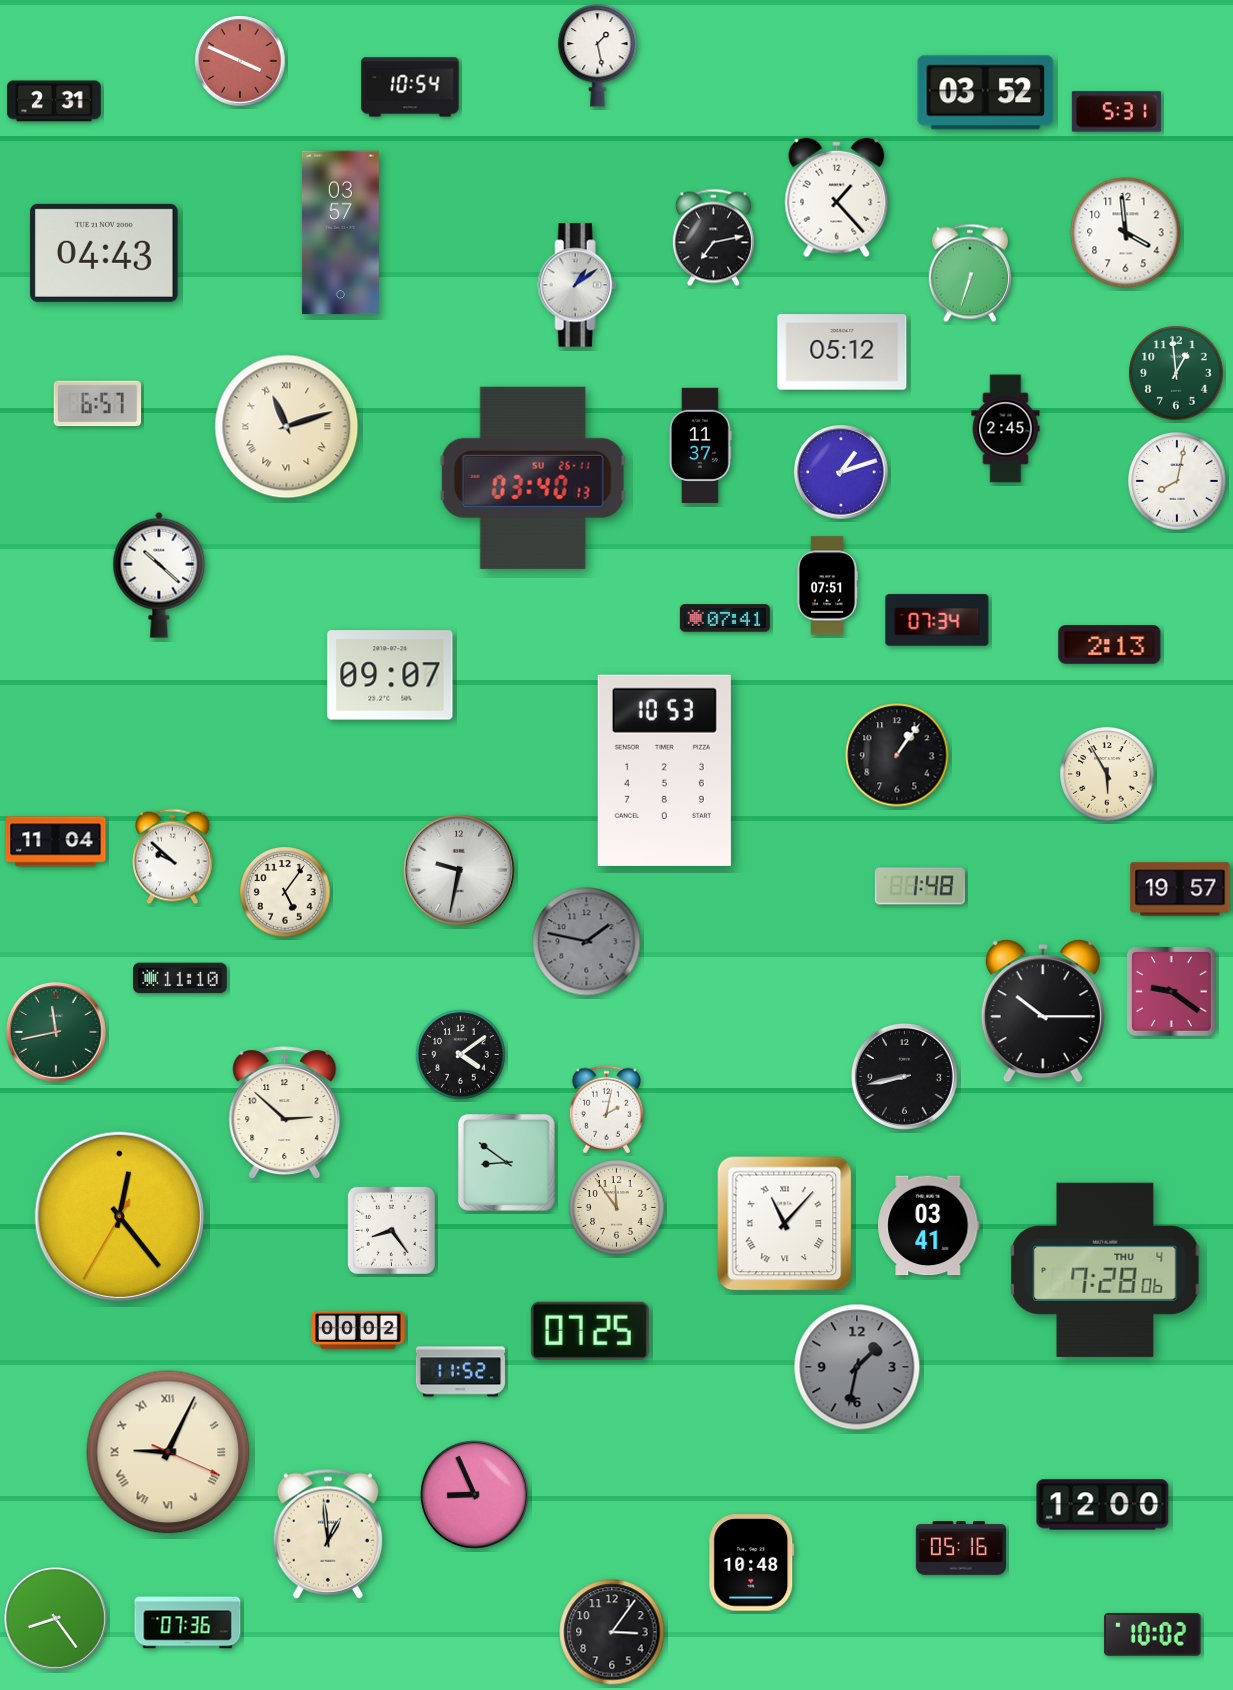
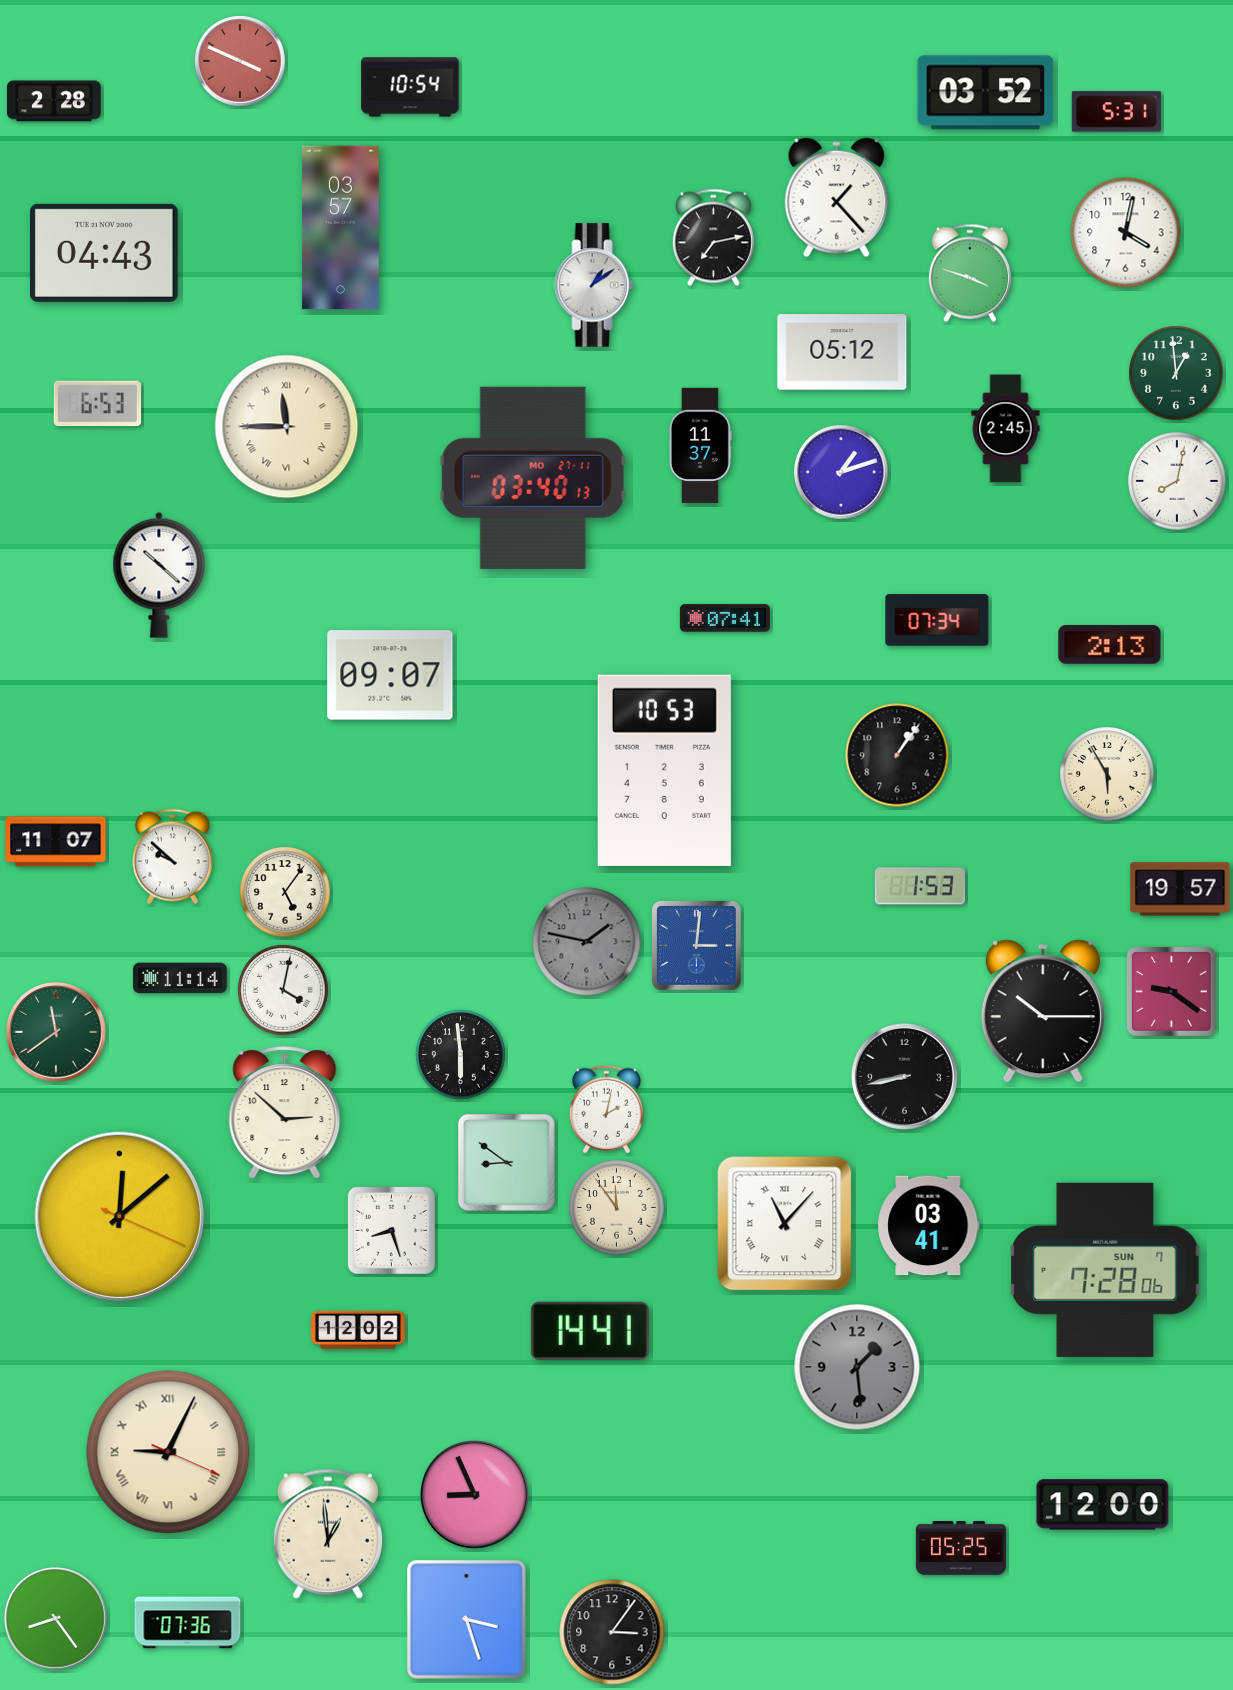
clock at (598, 56): 1:28 -> none
clock at (55, 101): 2:31 -> 2:28
clock at (340, 233) position: (340, 233) -> (340, 228)
clock at (1126, 233): 3:59 -> 4:02
clock at (970, 273): 6:33 -> 3:48
clock at (577, 285) position: (577, 285) -> (594, 285)
clock at (98, 404): 6:57 -> 6:53
clock at (287, 427): 11:12 -> 11:45
clock at (533, 478) date: SU 26-11 -> MO 27-11
clock at (827, 586): 07:51 -> none
clock at (56, 842): 11:04 -> 11:07
clock at (459, 870): 9:32 -> none
clock at (920, 886): 1:48 -> 1:53
clock at (697, 946): none -> 3:01
clock at (181, 978): 11:10 -> 11:14
clock at (283, 990): none -> 4:02
clock at (57, 1033): 11:43 -> 11:39
clock at (461, 1055): 4:09 -> 5:59
clock at (119, 1216): 12:23 -> 12:08
clock at (391, 1230): 8:24 -> 8:27
clock at (1105, 1270) date: THU 4 -> SUN 7
clock at (358, 1330): 00:02 -> 12:02
clock at (590, 1331): 07:25 -> 14:41
clock at (857, 1367): 1:32 -> 1:29
clock at (460, 1372): 11:52 -> none
clock at (961, 1549): 05:16 -> 05:25
clock at (752, 1563): 10:48 -> none
clock at (466, 1619): none -> 3:27
clock at (1153, 1634): 10:02 -> none
